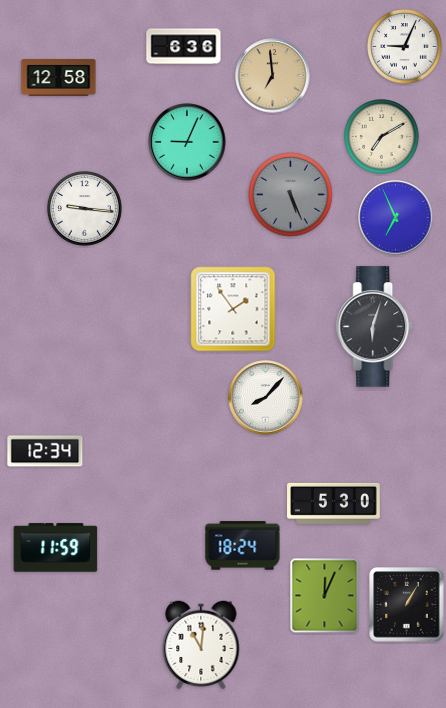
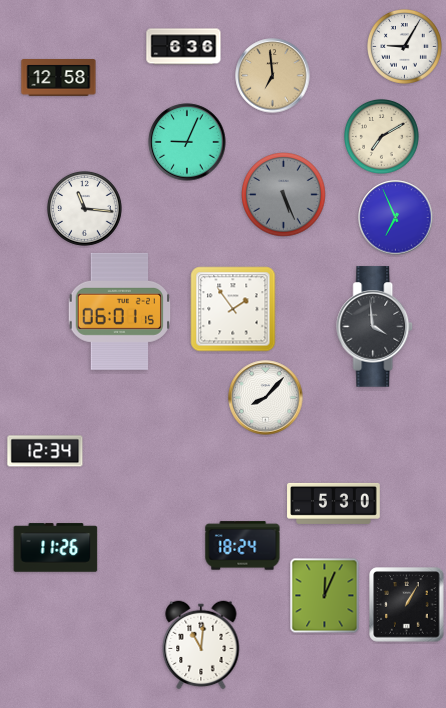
clock at (405, 47): 9:04 -> 9:05
clock at (291, 195) position: (291, 195) -> (284, 195)
clock at (85, 209): 9:16 -> 11:16
clock at (119, 311): none -> 06:01
clock at (375, 327): 6:03 -> 3:59
clock at (56, 548): 11:59 -> 11:26
